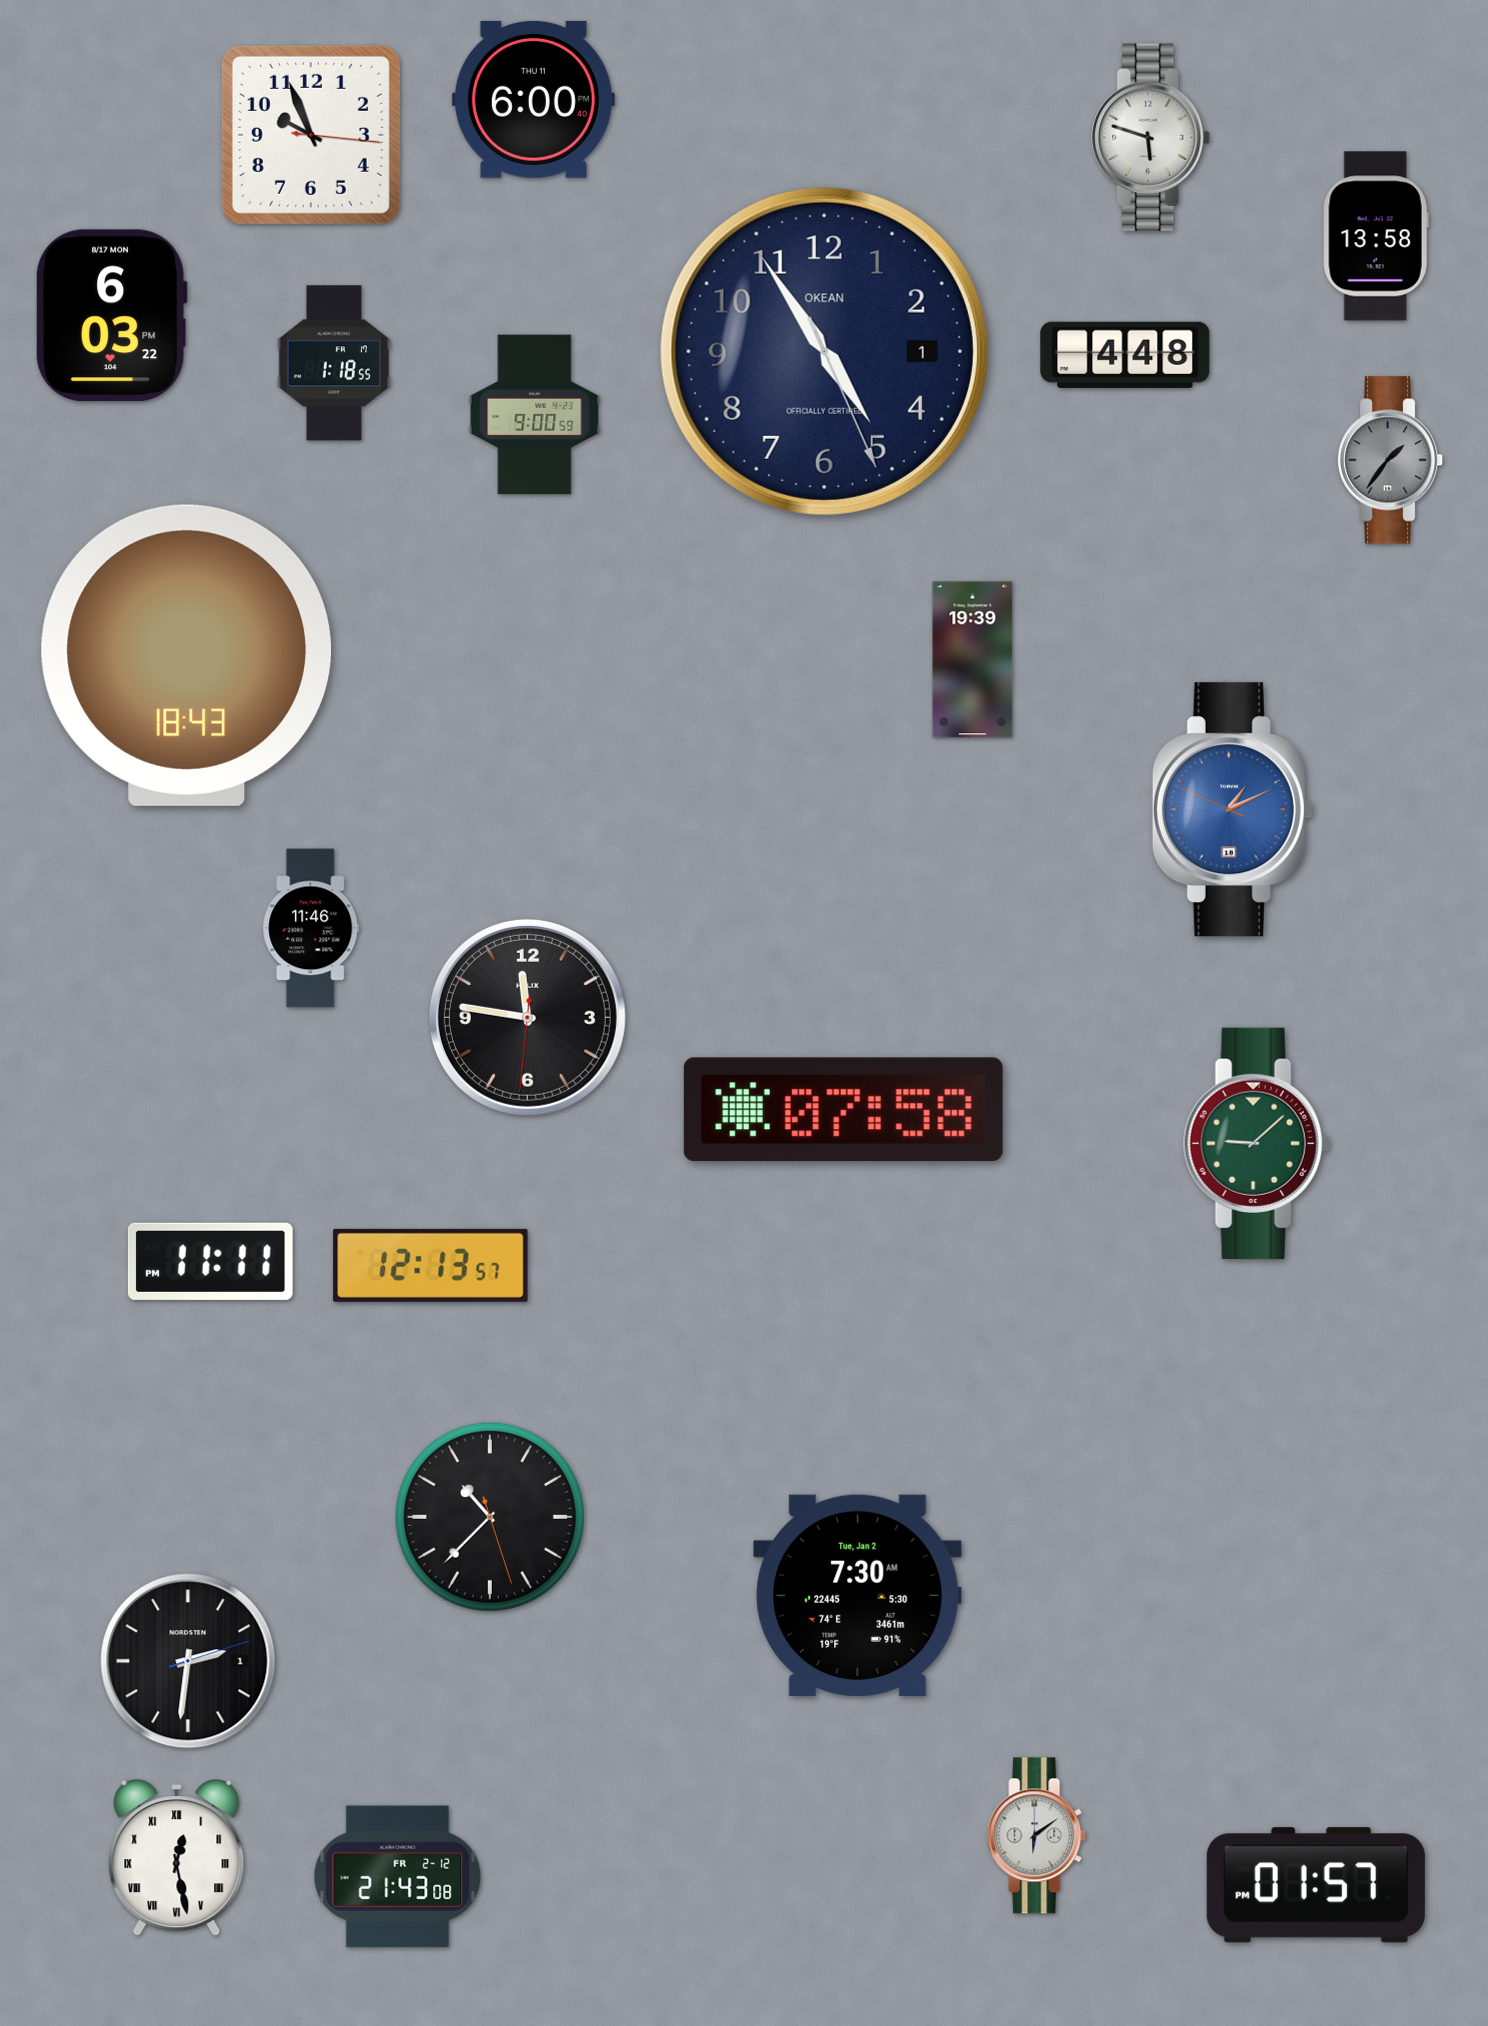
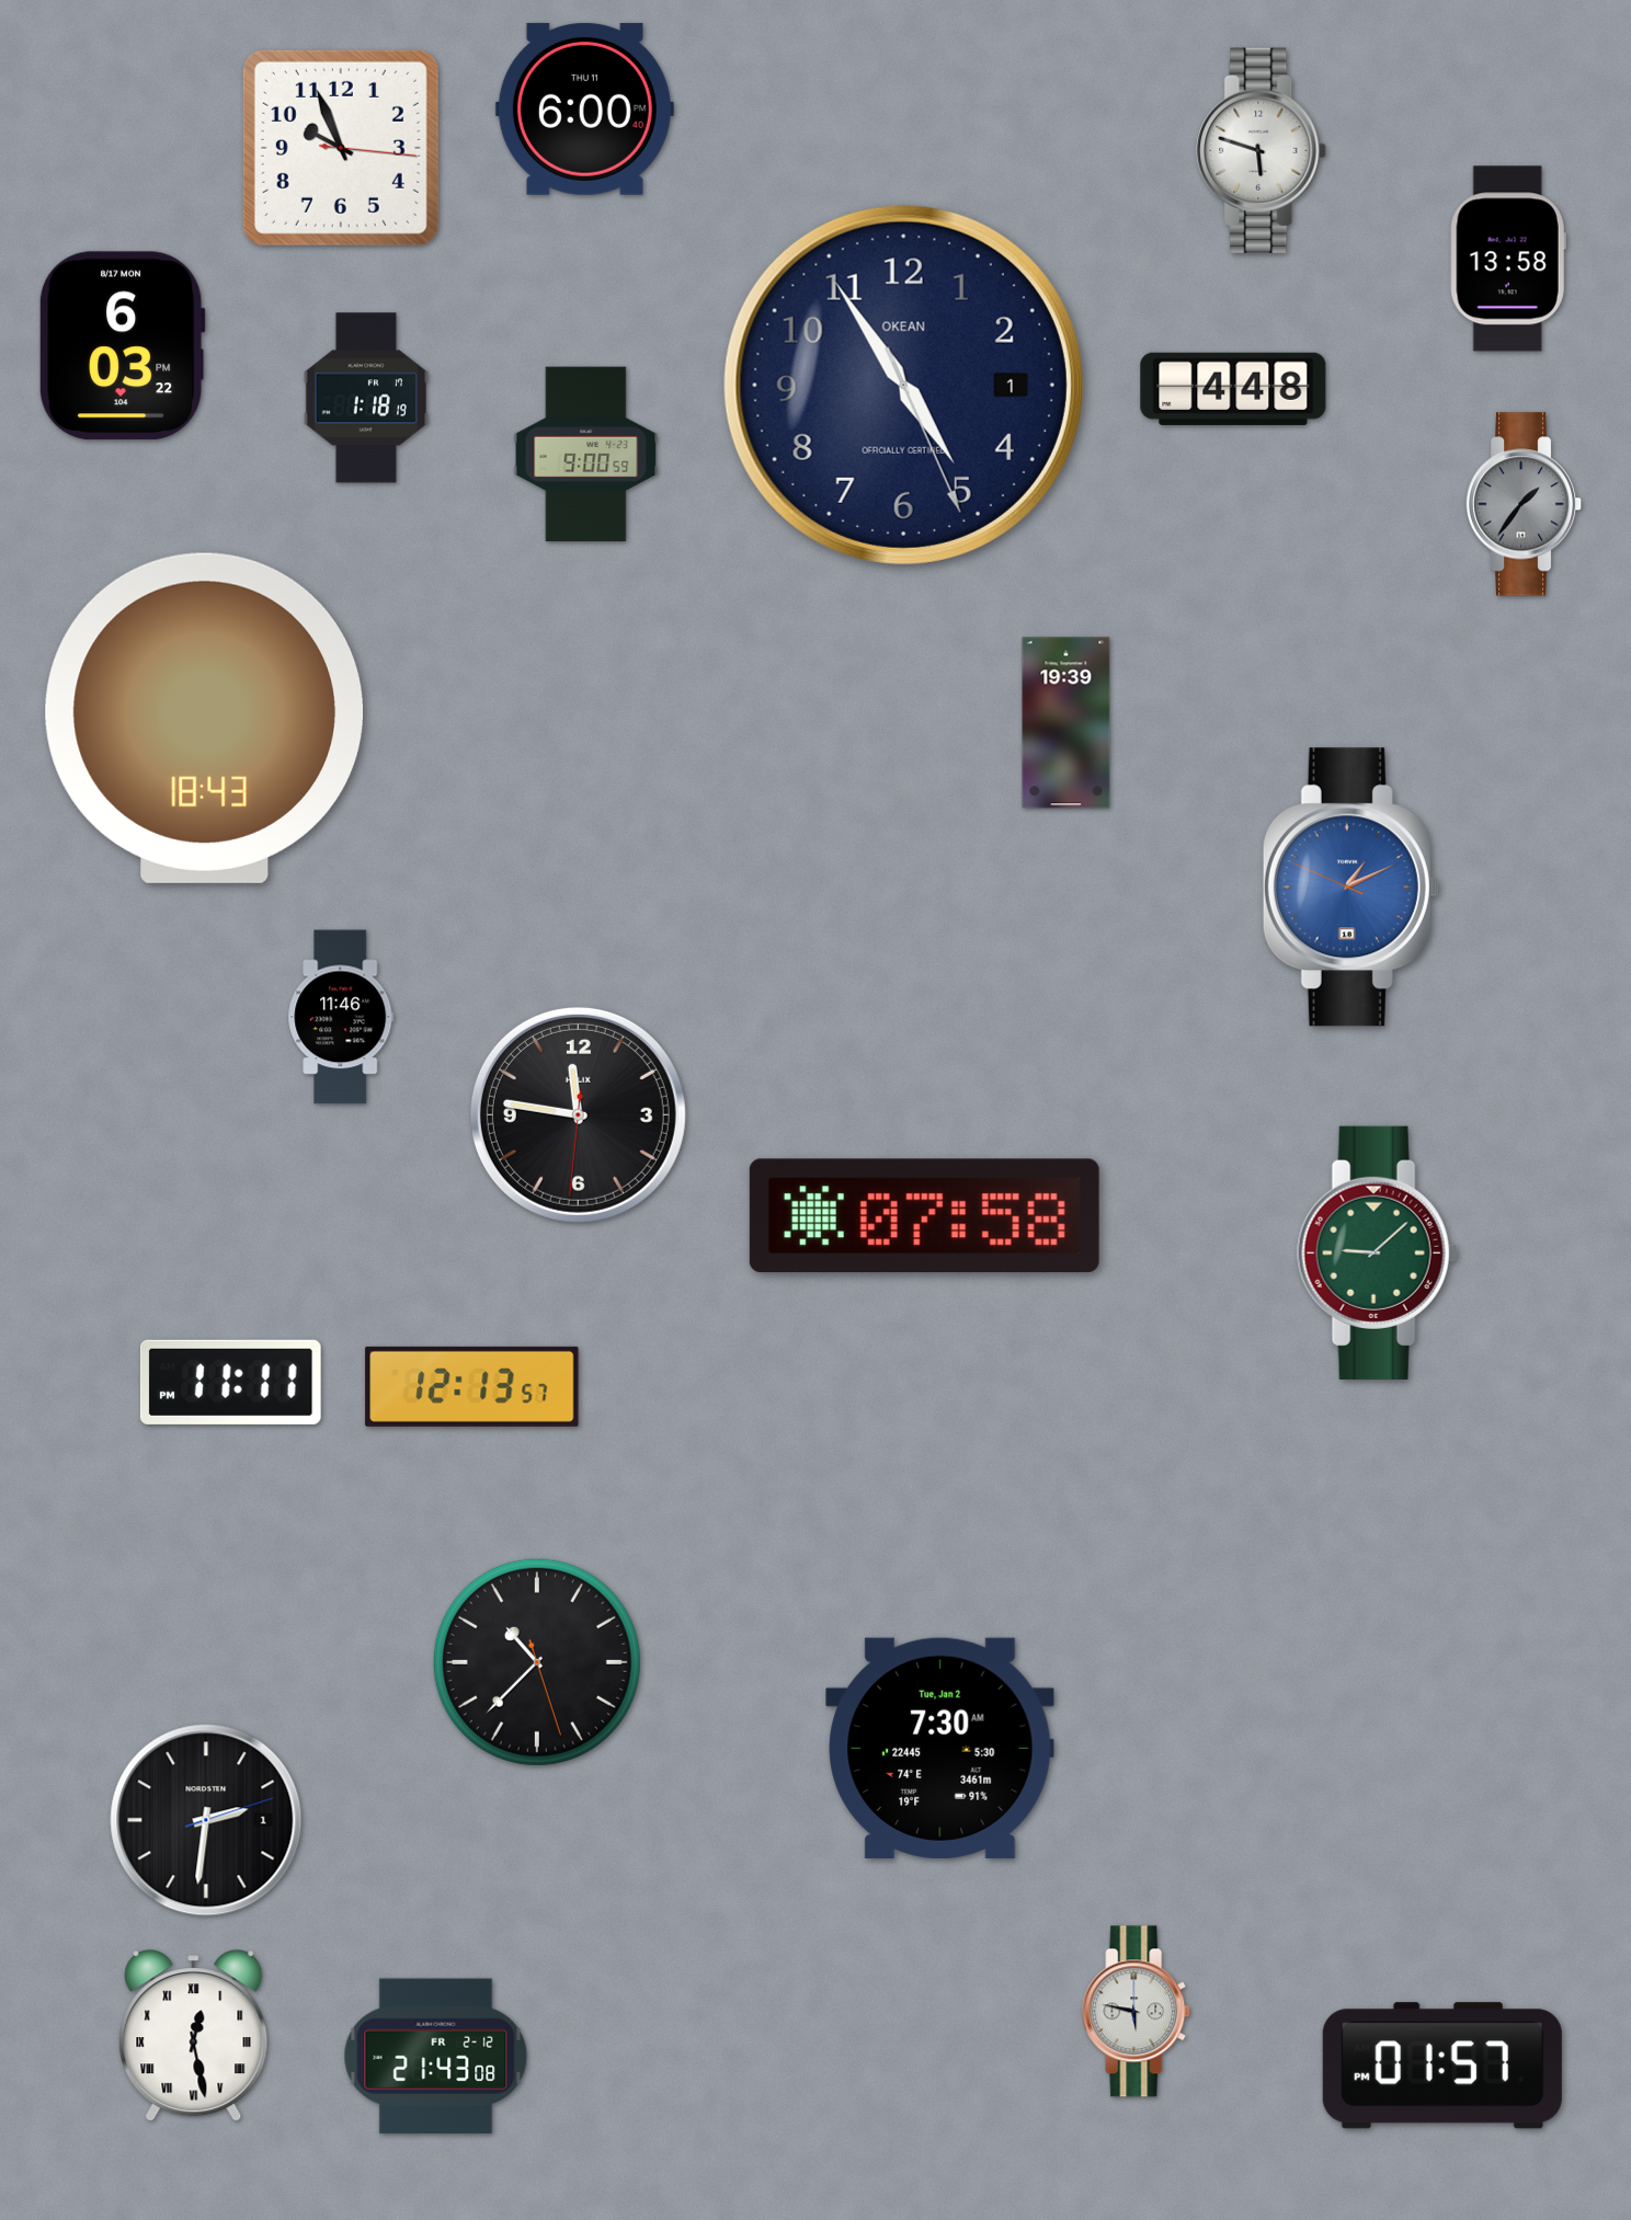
clock at (333, 363): 1:18:55 -> 1:18:19
clock at (1037, 1836): 6:09 -> 5:47
